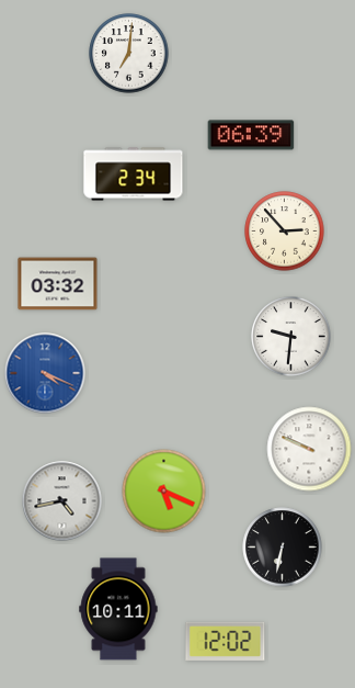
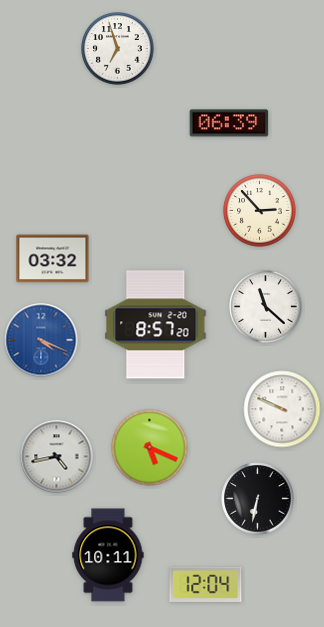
clock at (129, 54): 7:01 -> 6:57
clock at (134, 174): 2:34 -> none
clock at (291, 337): 9:31 -> 11:22
clock at (156, 325): none -> 8:57
clock at (226, 641): 12:02 -> 12:04
